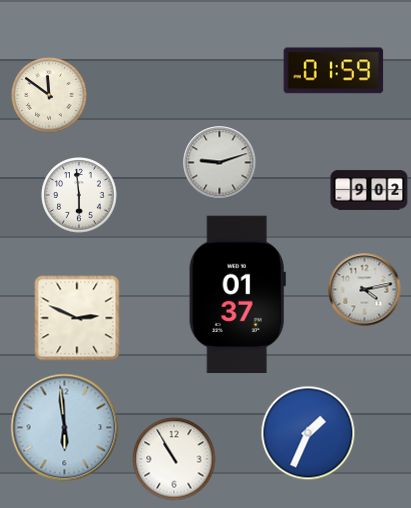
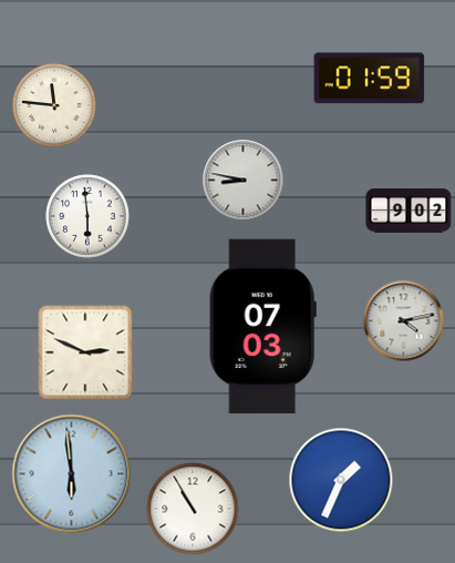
clock at (49, 95): 11:51 -> 11:46
clock at (220, 163): 9:12 -> 8:47
clock at (237, 295): 01:37 -> 07:03
